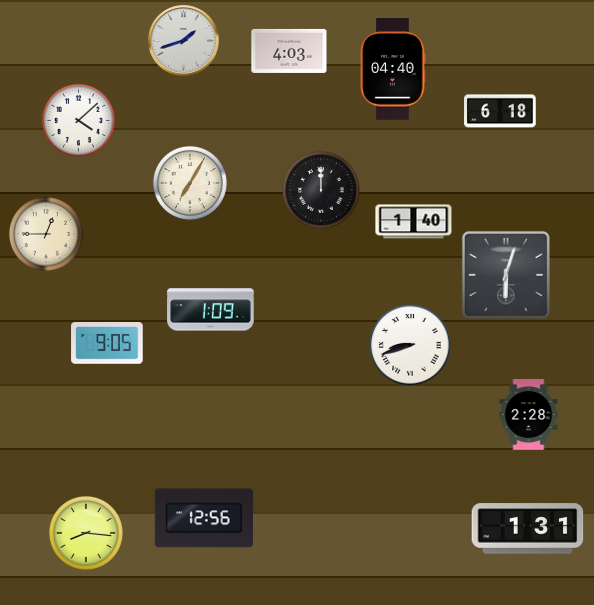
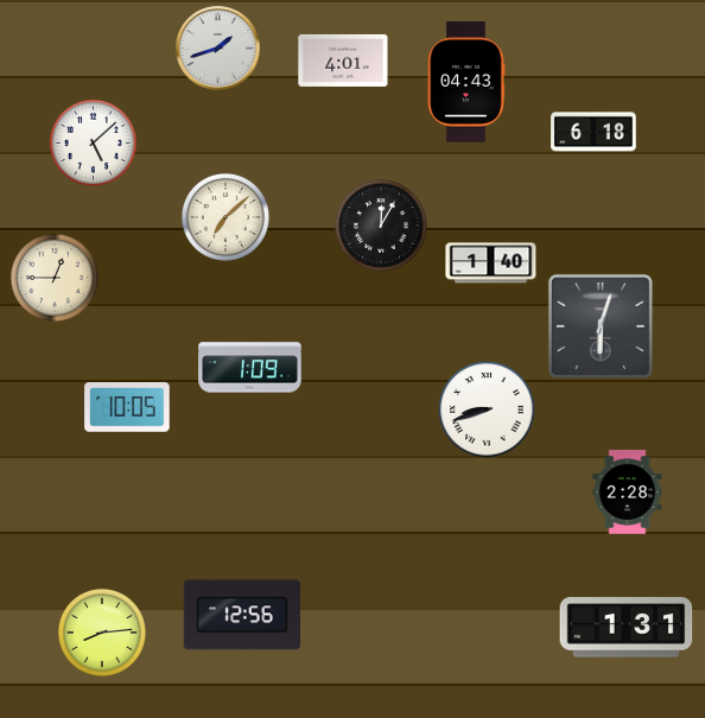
clock at (289, 51): 4:03 -> 4:01
clock at (393, 69): 04:40 -> 04:43
clock at (78, 120): 4:08 -> 5:08
clock at (190, 183): 7:05 -> 7:08
clock at (321, 190): 12:00 -> 12:05
clock at (107, 344): 9:05 -> 10:05
clock at (86, 533): 8:16 -> 8:14
